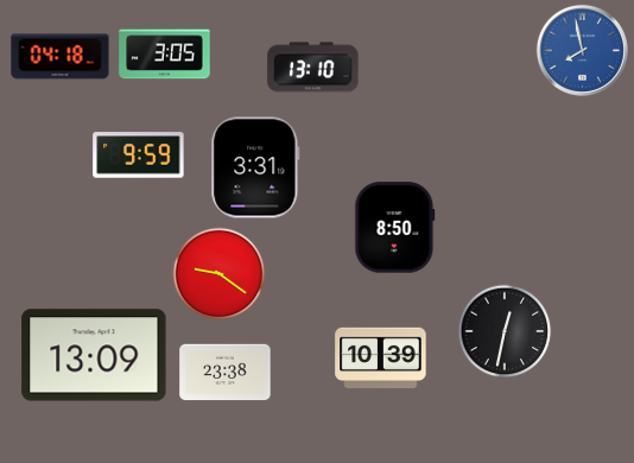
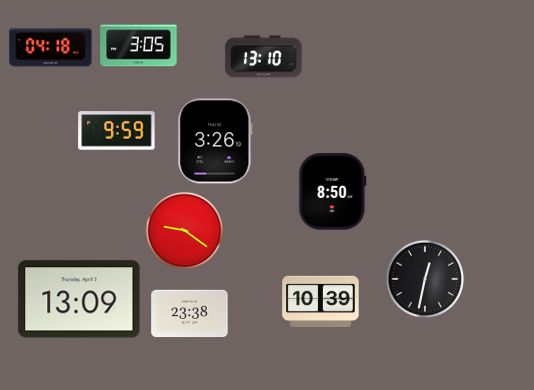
clock at (582, 50): 7:58 -> none
clock at (255, 167): 3:31 -> 3:26
